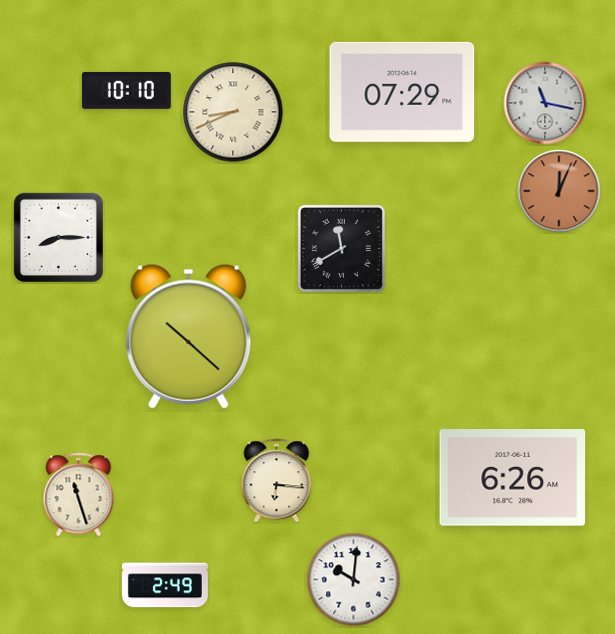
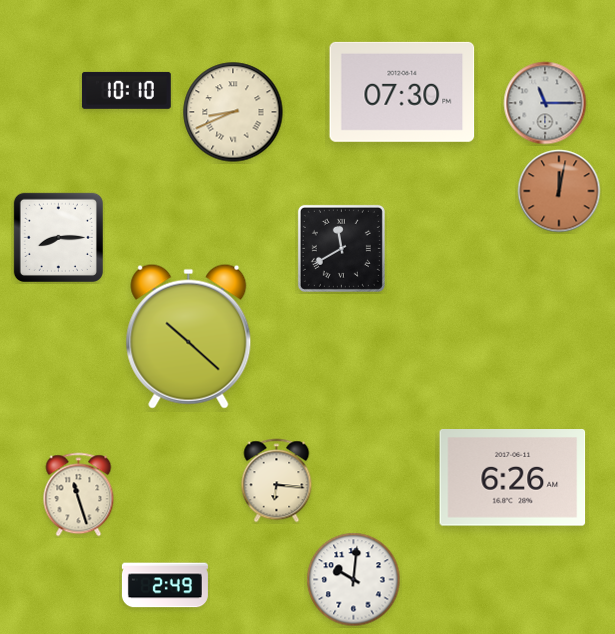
clock at (402, 92): 07:29 -> 07:30
clock at (545, 103): 11:17 -> 11:15
clock at (559, 191): 12:04 -> 12:02
